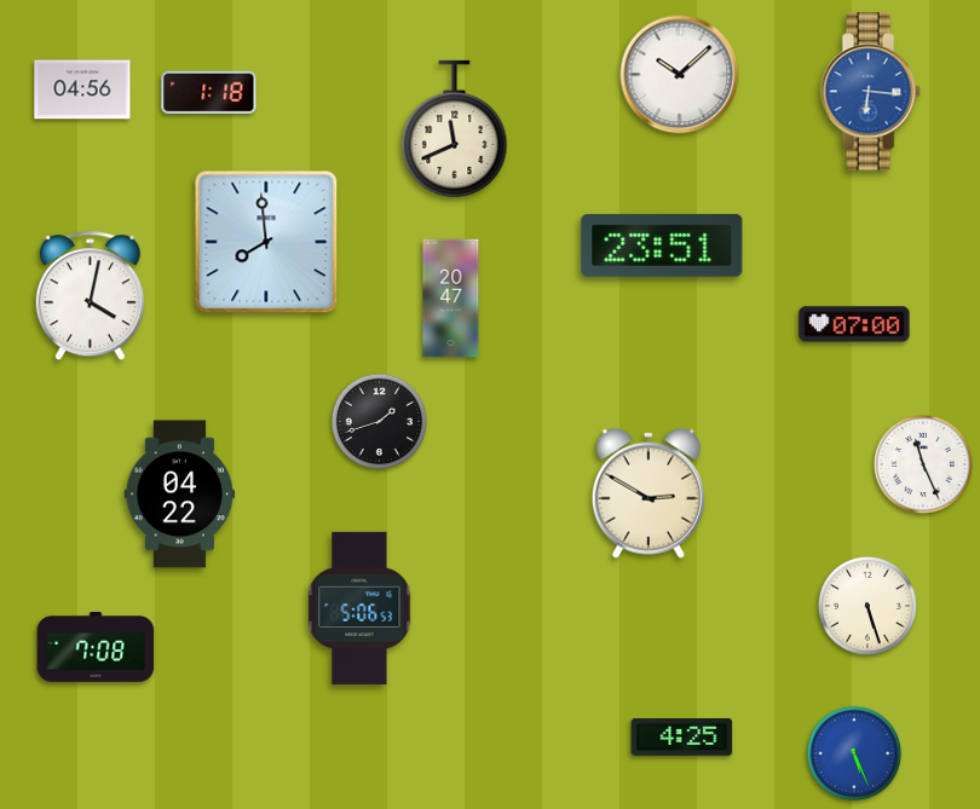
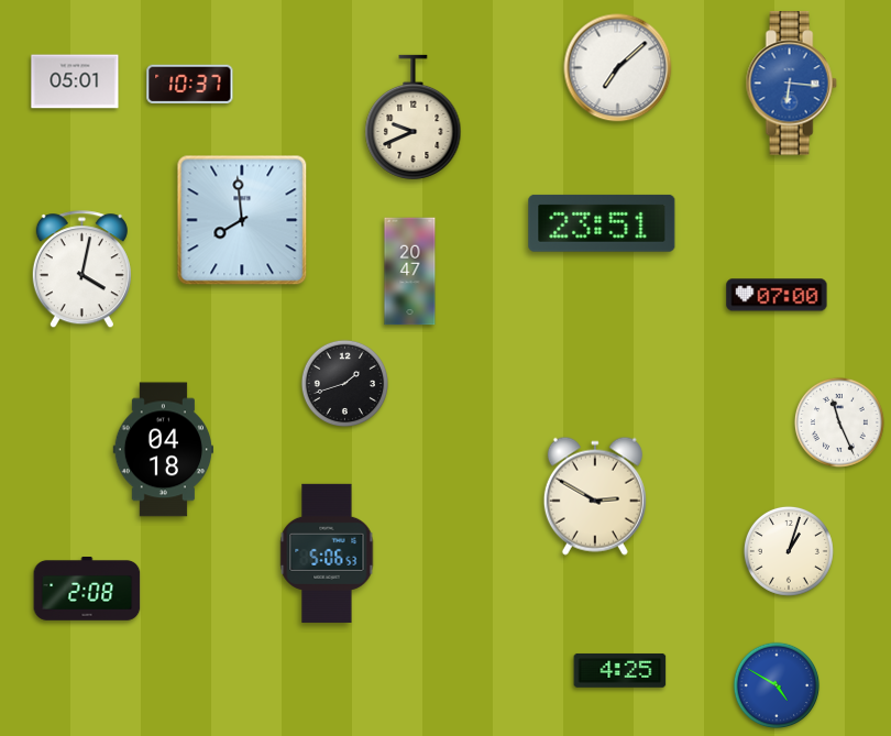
clock at (680, 75): 10:08 -> 7:08
clock at (82, 89): 04:56 -> 05:01
clock at (209, 92): 1:18 -> 10:37
clock at (455, 128): 11:41 -> 9:41
clock at (648, 493) position: (648, 493) -> (595, 496)
clock at (179, 495): 04:22 -> 04:18
clock at (867, 606): 5:27 -> 1:03
clock at (96, 648): 7:08 -> 2:08
clock at (854, 753): 5:26 -> 4:50
